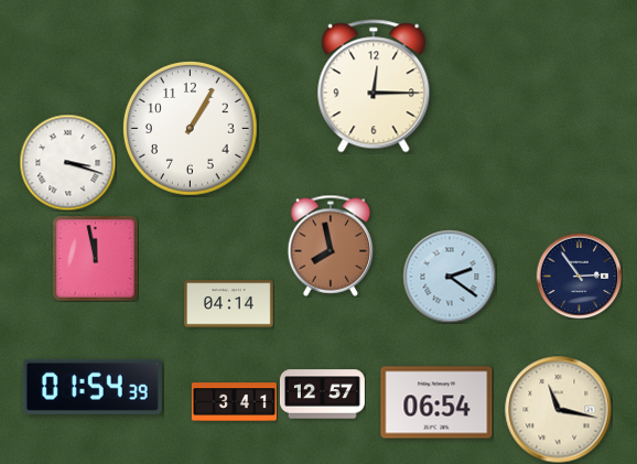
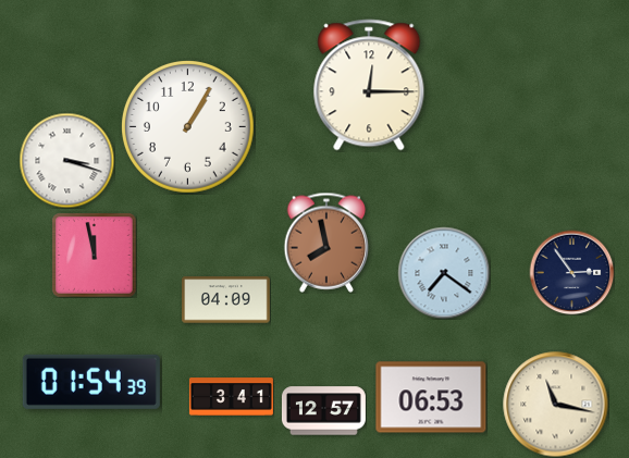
clock at (450, 277): 2:21 -> 7:21
clock at (229, 304): 04:14 -> 04:09
clock at (322, 395) position: (322, 395) -> (323, 411)
clock at (436, 402): 06:54 -> 06:53
clock at (559, 410) position: (559, 410) -> (556, 405)
